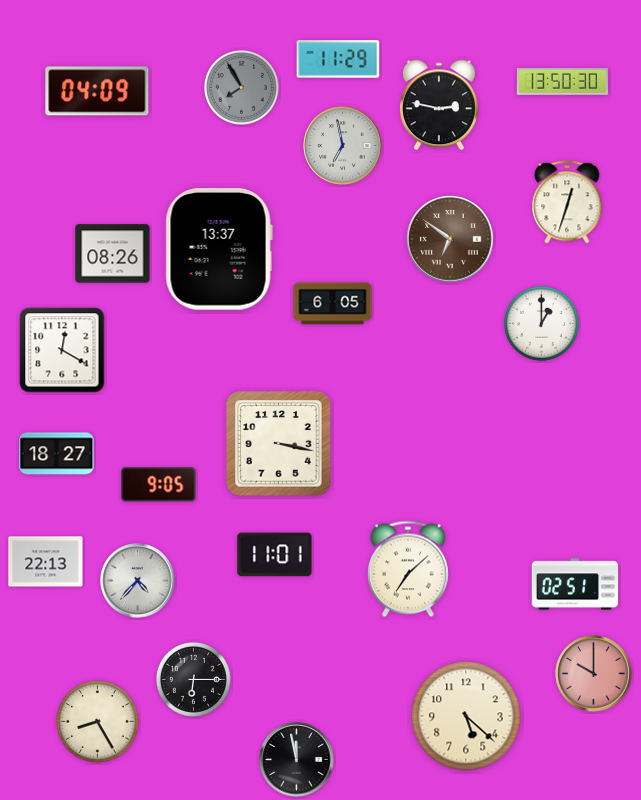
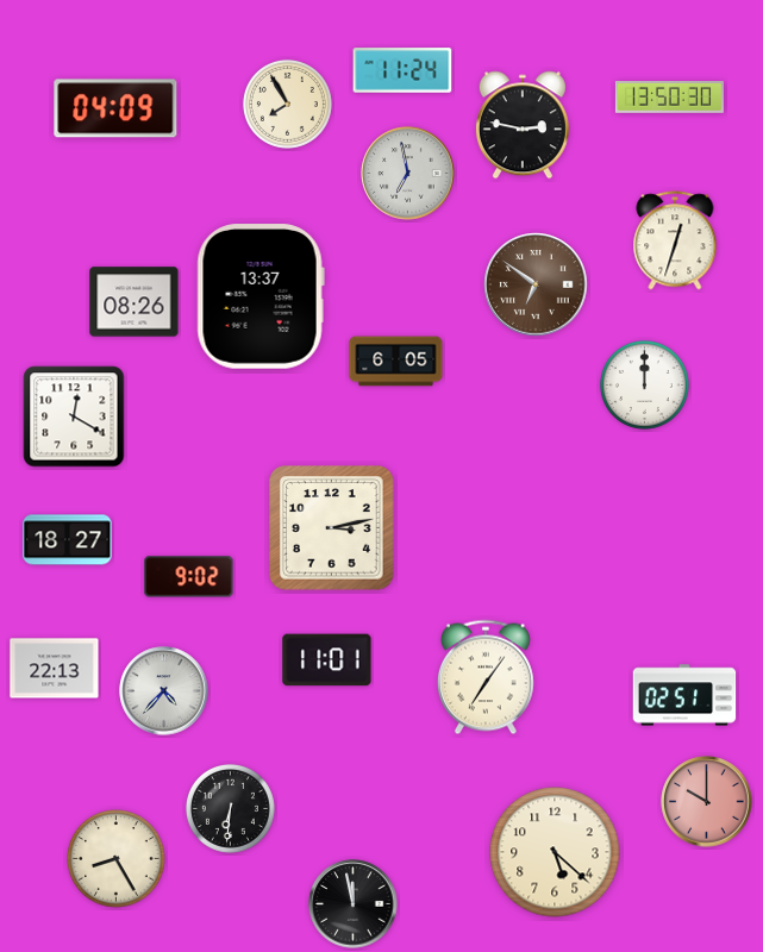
clock at (338, 59): 11:29 -> 11:24
clock at (241, 87) dial: grey -> cream
clock at (541, 323): 1:00 -> 12:00
clock at (279, 444): 3:17 -> 3:13
clock at (159, 485): 9:05 -> 9:02
clock at (408, 569): 7:08 -> 7:06
clock at (193, 679): 6:15 -> 6:31
